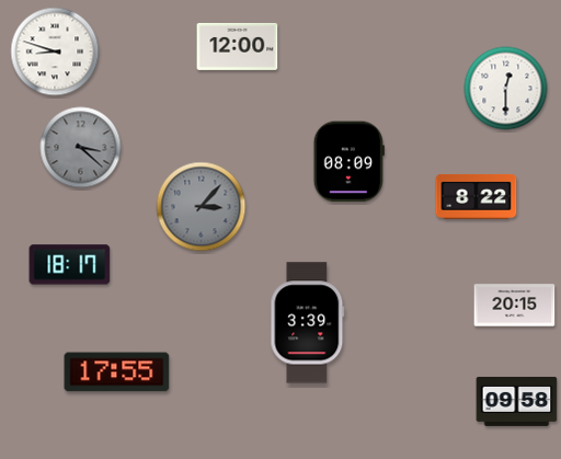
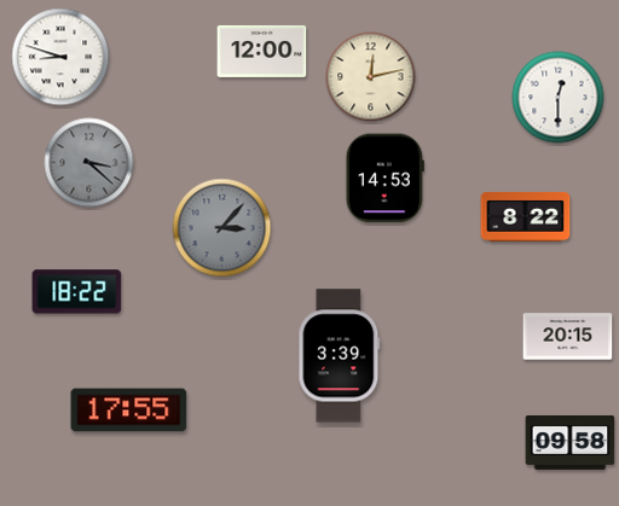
clock at (371, 77): none -> 12:13
clock at (348, 162): 08:09 -> 14:53
clock at (70, 265): 18:17 -> 18:22
